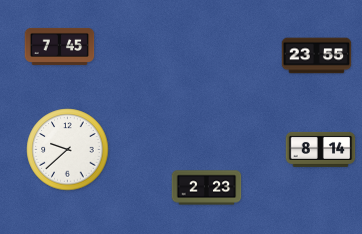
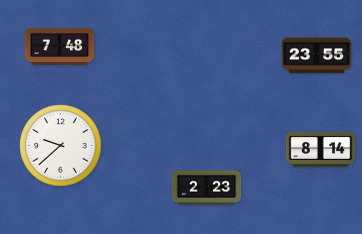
clock at (60, 46): 7:45 -> 7:48
clock at (68, 150) position: (68, 150) -> (61, 146)
